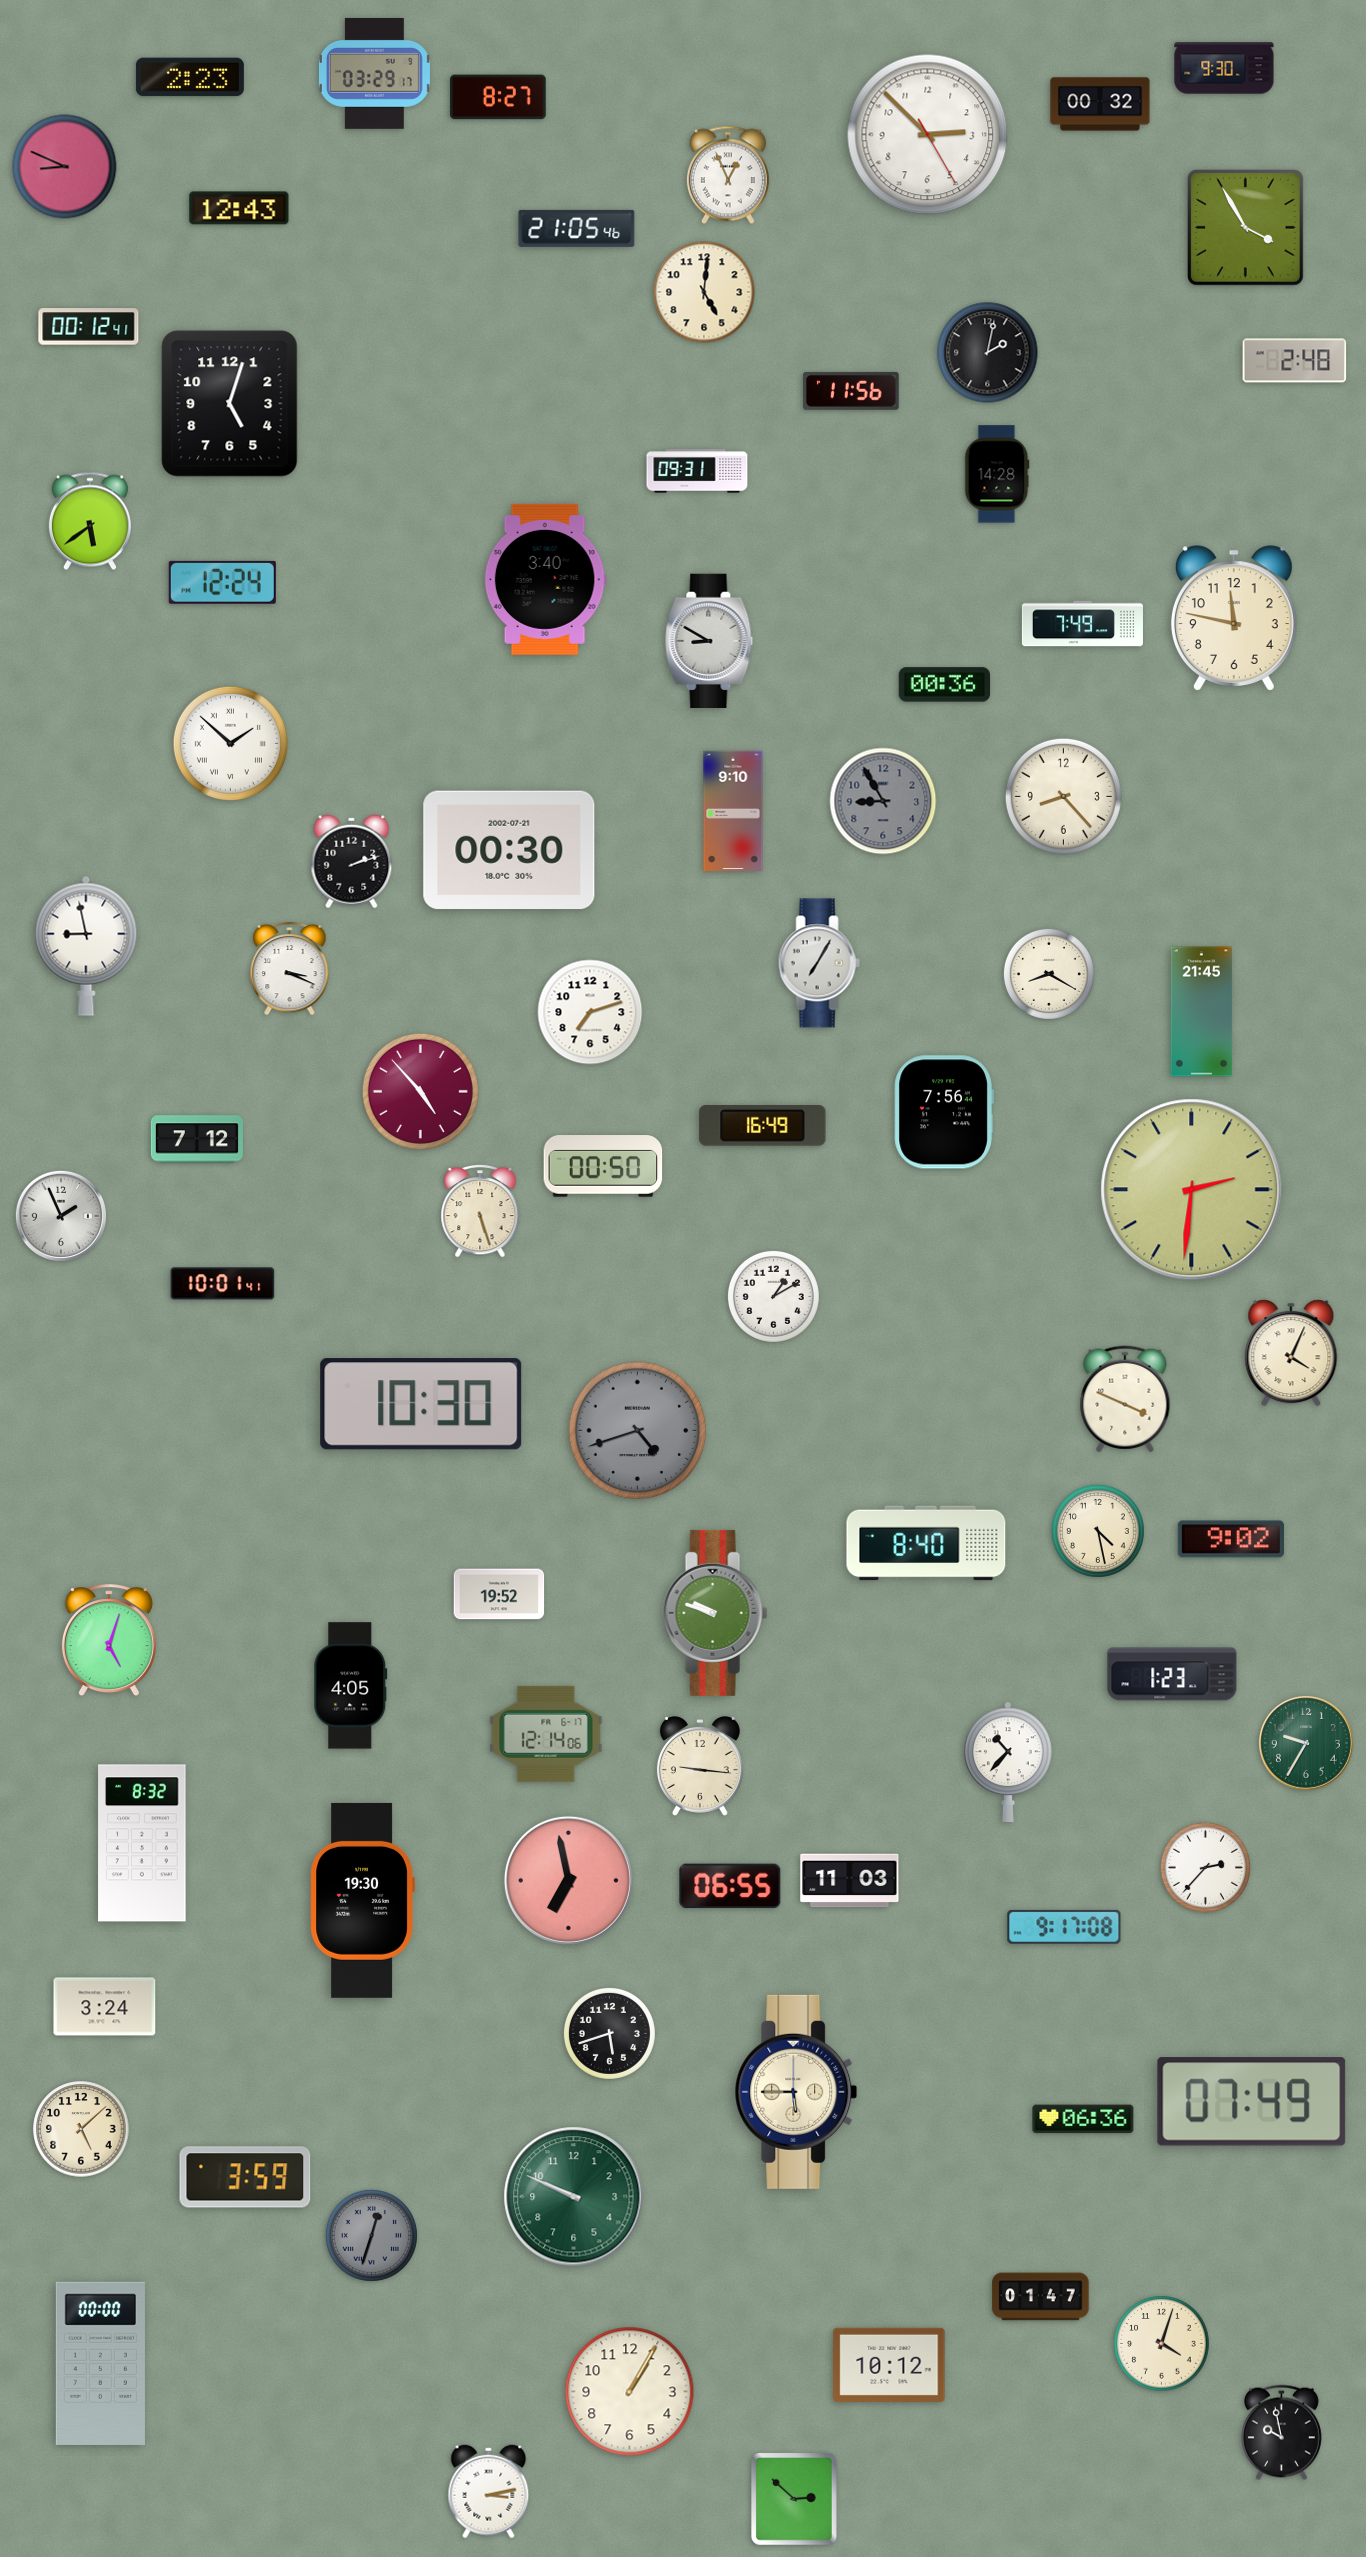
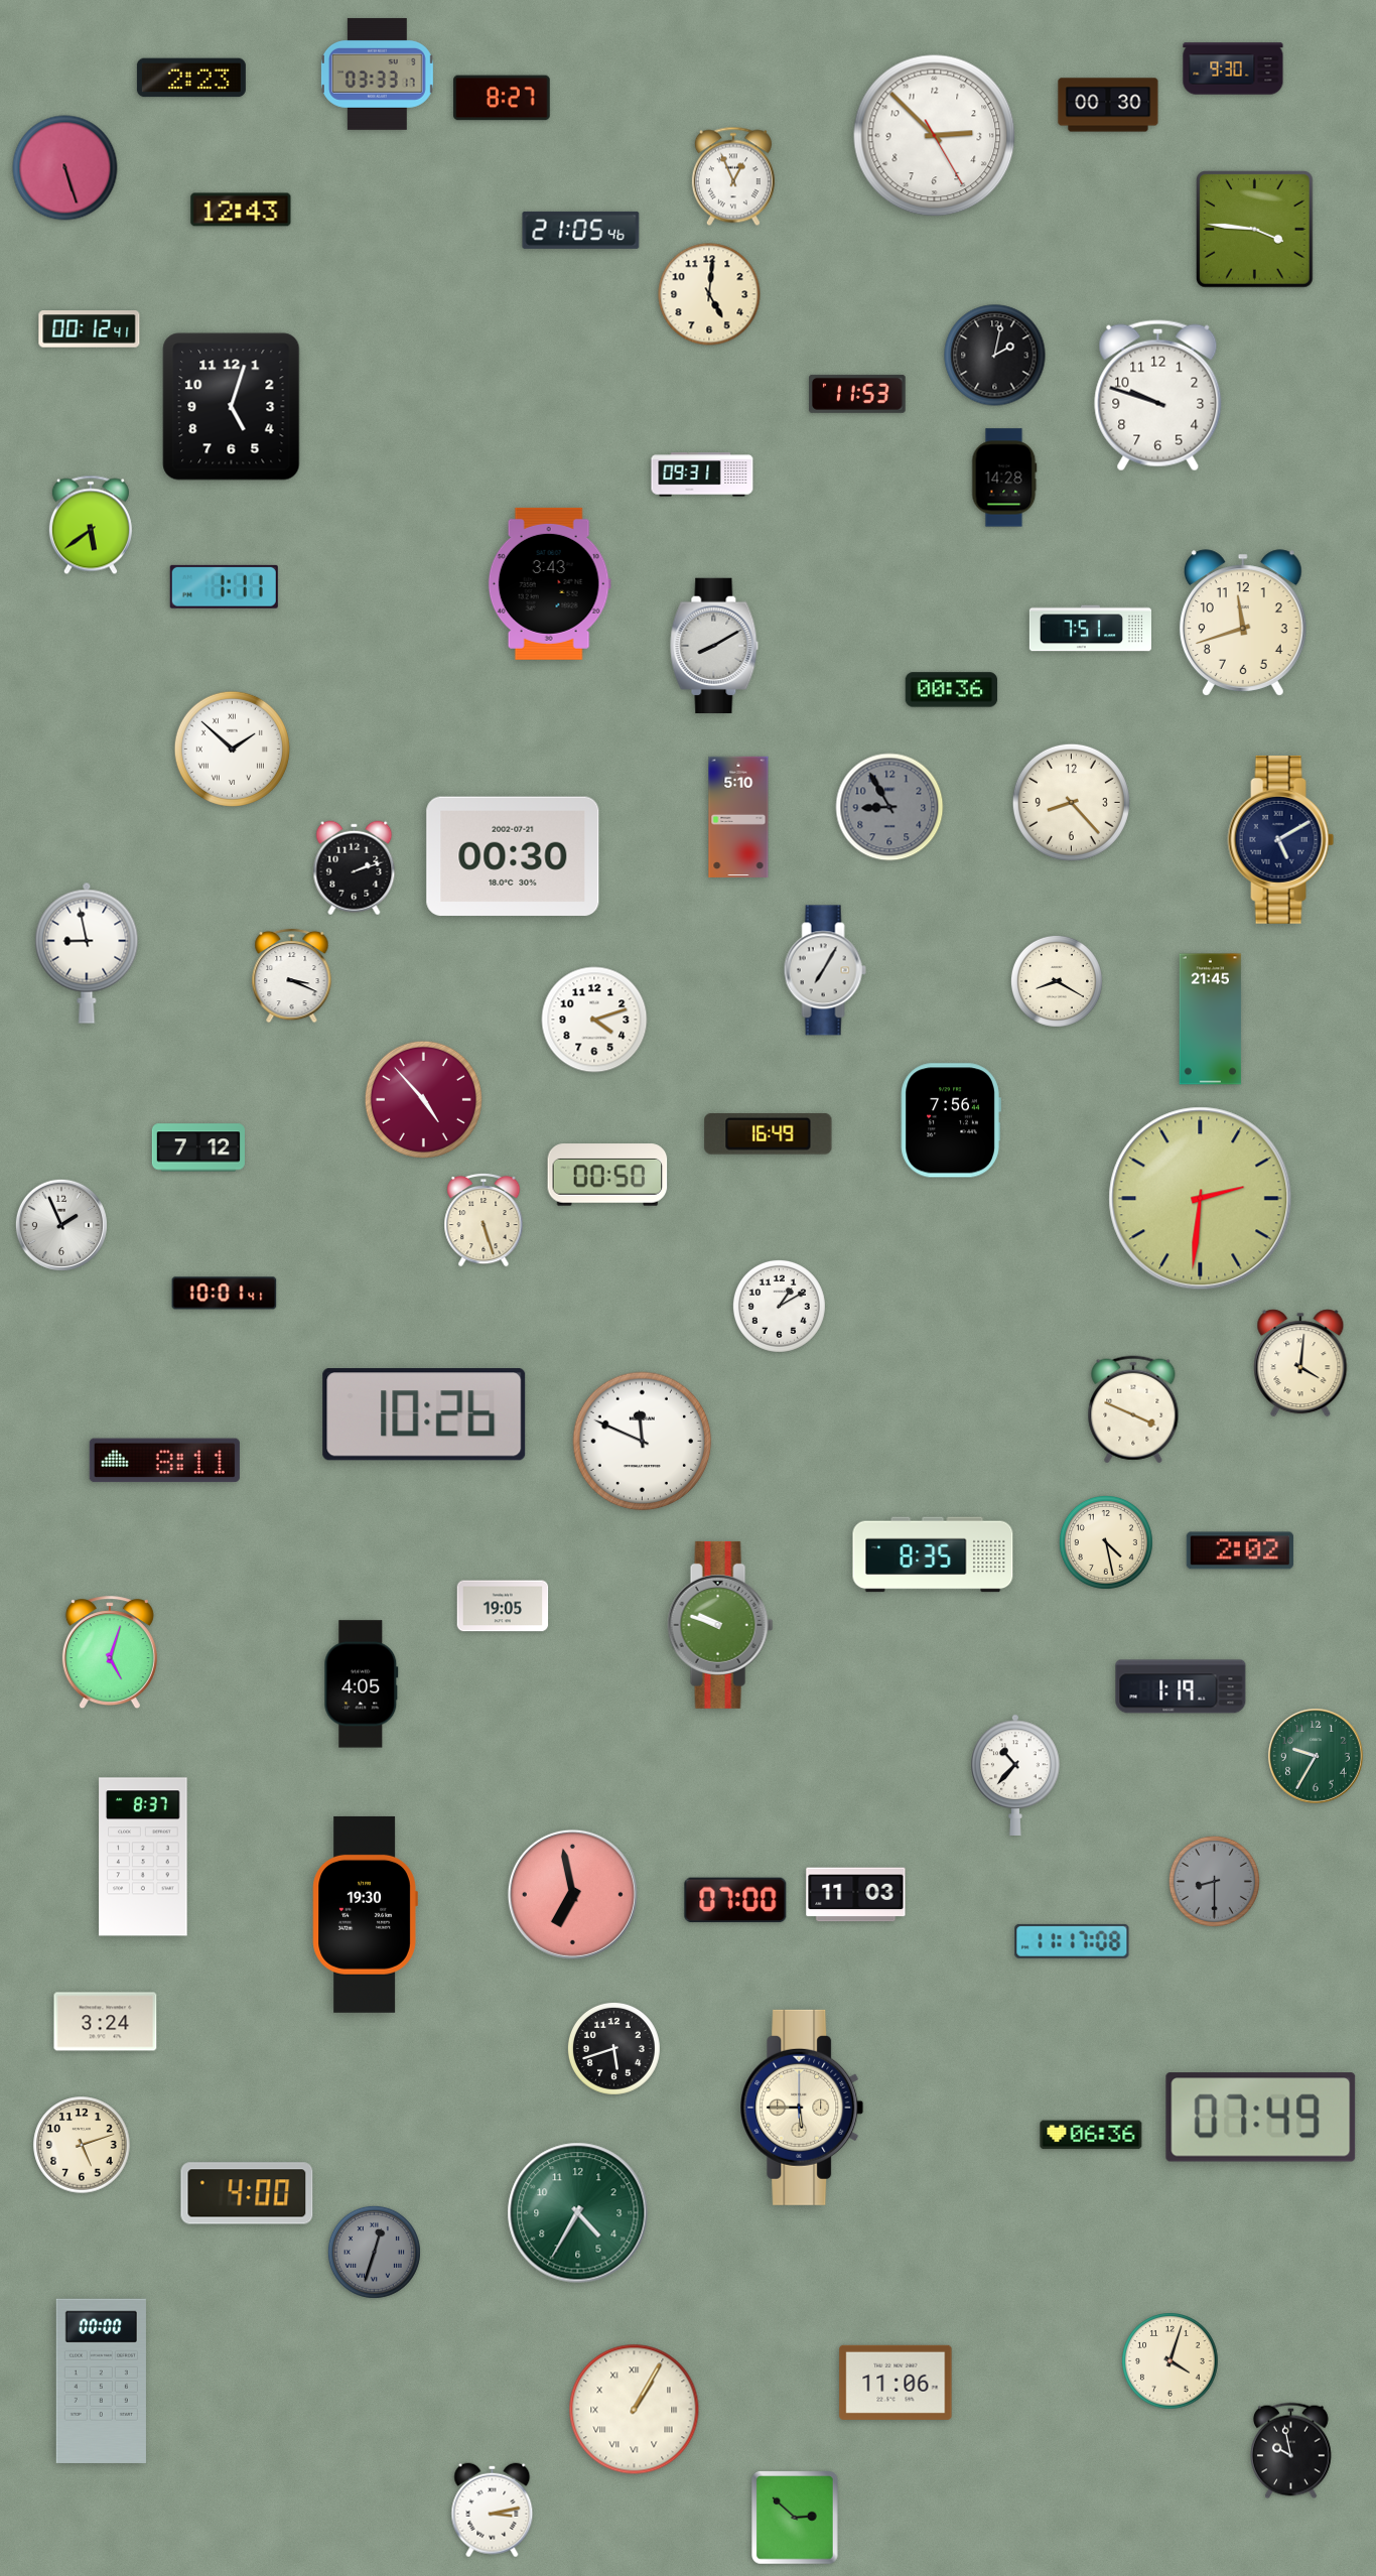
clock at (374, 73): 03:29 -> 03:33
clock at (1100, 104): 00:32 -> 00:30
clock at (65, 167): 8:49 -> 5:27
clock at (1246, 228): 3:55 -> 3:46
clock at (1295, 361): 2:48 -> none
clock at (851, 391): 11:56 -> 11:53
clock at (1158, 396): none -> 9:48
clock at (545, 579): 3:40 -> 3:43
clock at (222, 582): 12:24 -> 1:11
clock at (1234, 618): 11:47 -> 11:42
clock at (1082, 624): 7:49 -> 7:51
clock at (709, 640): 8:50 -> 8:10
clock at (733, 811): 9:10 -> 5:10
clock at (1281, 839): none -> 5:10
clock at (590, 1012): 7:12 -> 4:12
clock at (1291, 1353): 4:04 -> 4:01
clock at (421, 1404): 10:30 -> 10:26
clock at (638, 1431): 4:42 -> 11:49
clock at (638, 1431) dial: grey -> white
clock at (164, 1461): none -> 8:11
clock at (1231, 1539): 9:02 -> 2:02
clock at (926, 1543): 8:40 -> 8:35
clock at (499, 1594): 19:52 -> 19:05
clock at (1172, 1674): 1:23 -> 1:19
clock at (351, 1686) position: (351, 1686) -> (362, 1684)
clock at (546, 1734): 12:14 -> none
clock at (700, 1767): 9:16 -> none
clock at (142, 1843): 8:32 -> 8:37
clock at (1205, 1867): 2:37 -> 8:30
clock at (1205, 1867) dial: white -> grey
clock at (730, 1886): 06:55 -> 07:00
clock at (1064, 1927): 9:17 -> 11:17
clock at (81, 2129): 5:08 -> 5:12
clock at (245, 2177): 3:59 -> 4:00
clock at (574, 2197): 9:49 -> 4:35
clock at (1041, 2297): 01:47 -> none
clock at (889, 2365): 10:12 -> 11:06
clock at (630, 2392) numerals: Arabic -> Roman
clock at (794, 2499) position: (794, 2499) -> (795, 2518)
